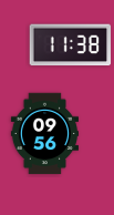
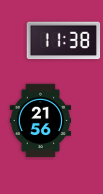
clock at (44, 134): 09:56 -> 21:56
